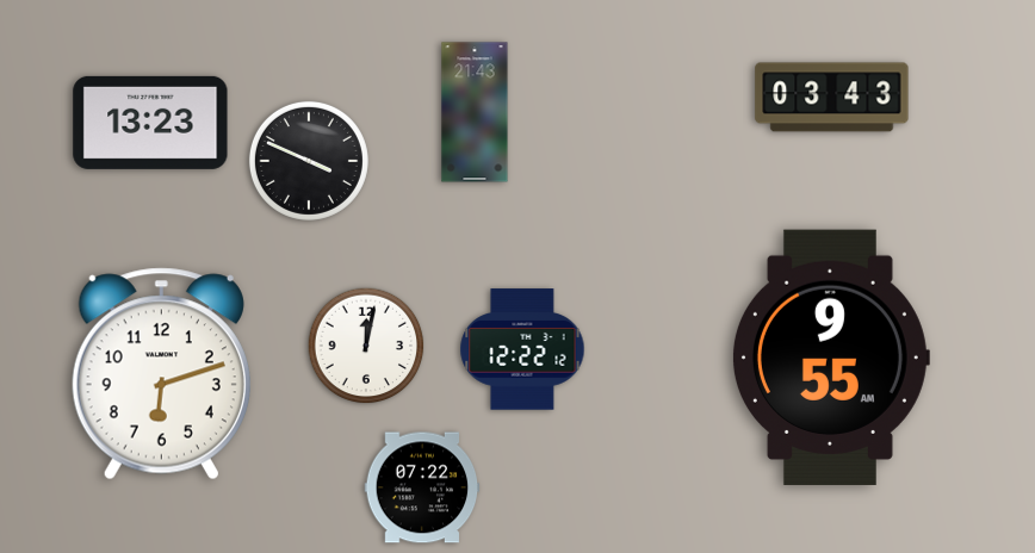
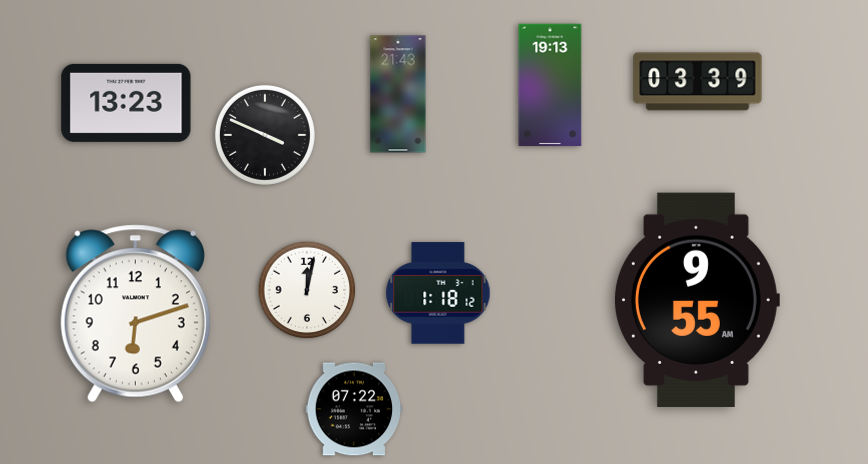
clock at (832, 98): 03:43 -> 03:39
clock at (550, 85): none -> 19:13
clock at (309, 161) position: (309, 161) -> (265, 135)
clock at (522, 349): 12:22 -> 1:18
